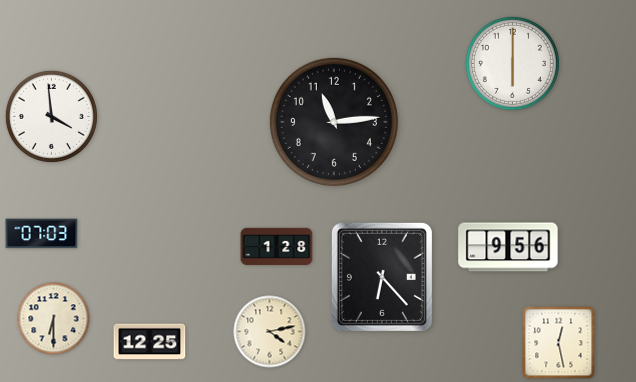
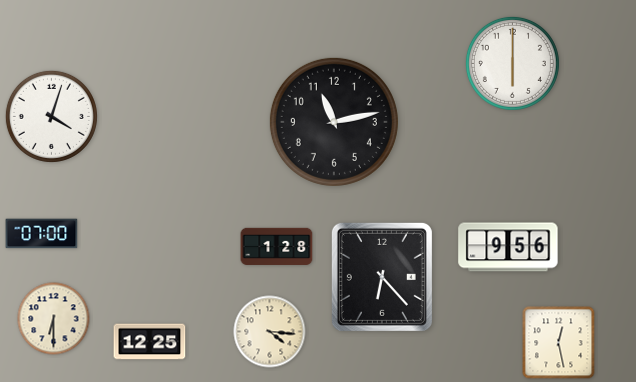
clock at (51, 116): 3:59 -> 4:03
clock at (334, 122): 11:14 -> 11:13
clock at (42, 234): 07:03 -> 07:00
clock at (270, 332): 4:13 -> 4:16
